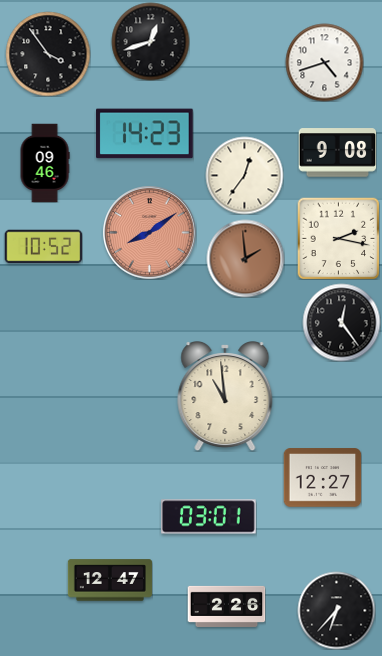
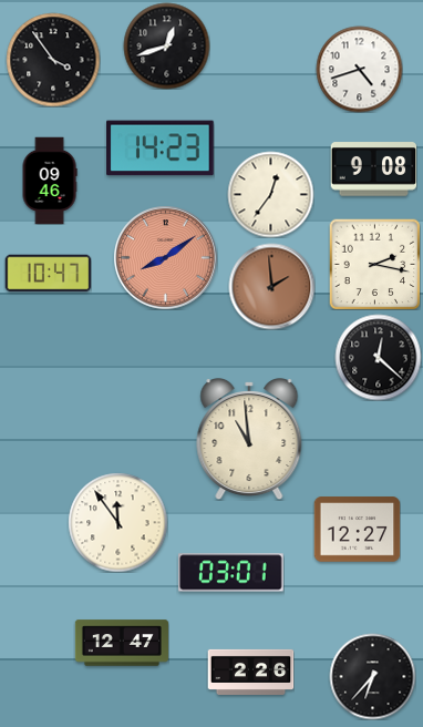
clock at (43, 247): 10:52 -> 10:47
clock at (341, 322): 12:24 -> 12:22
clock at (117, 522): none -> 11:54
